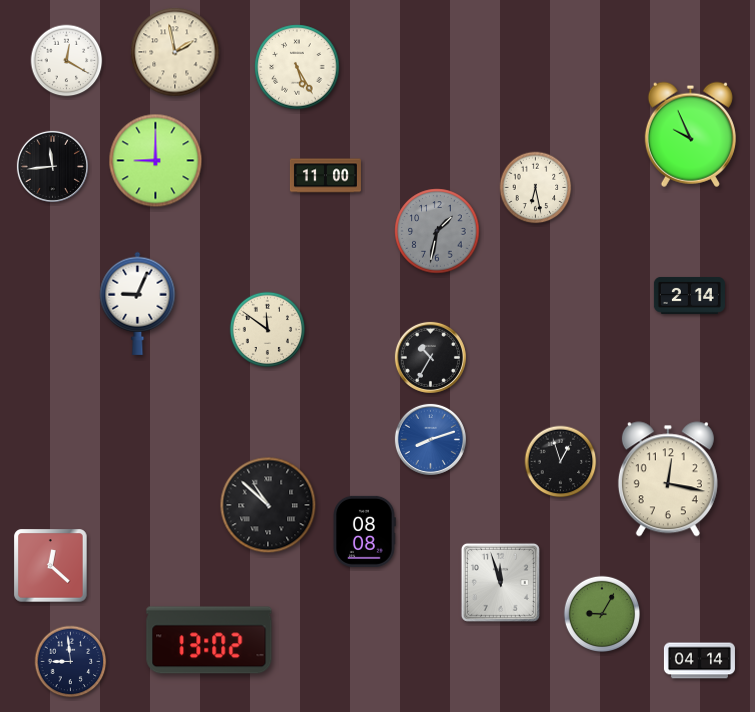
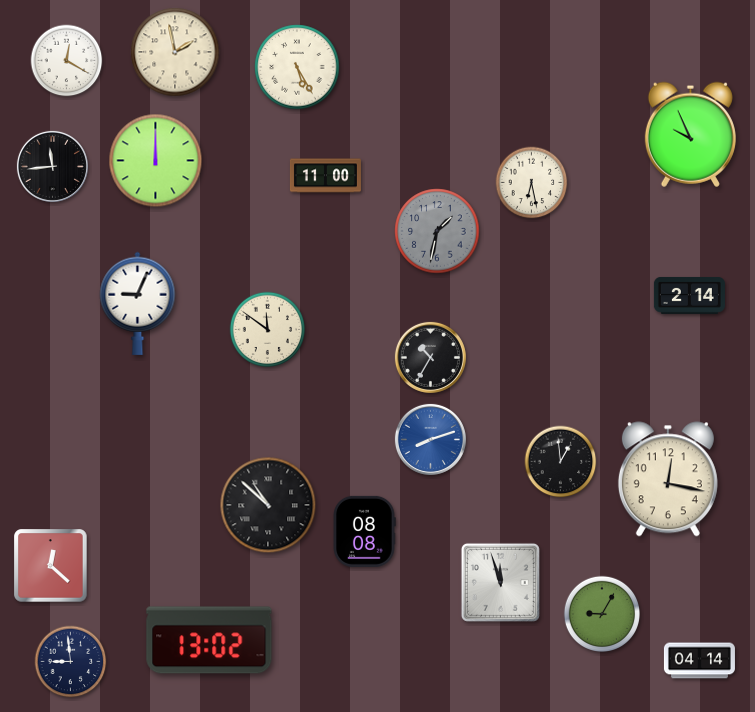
clock at (156, 161): 9:00 -> 12:00
clock at (536, 188) position: (536, 188) -> (532, 183)
clock at (561, 462): 12:57 -> 12:59
